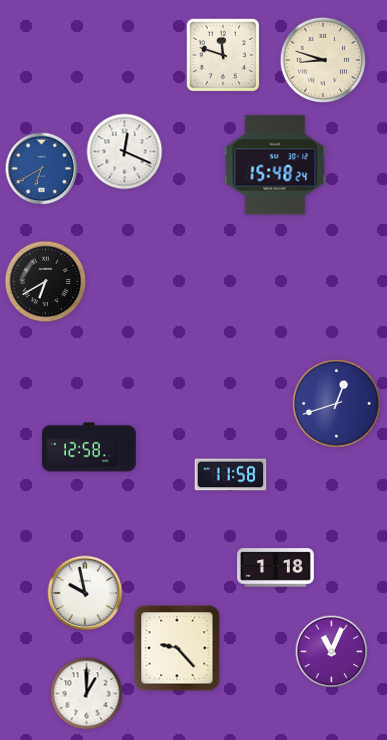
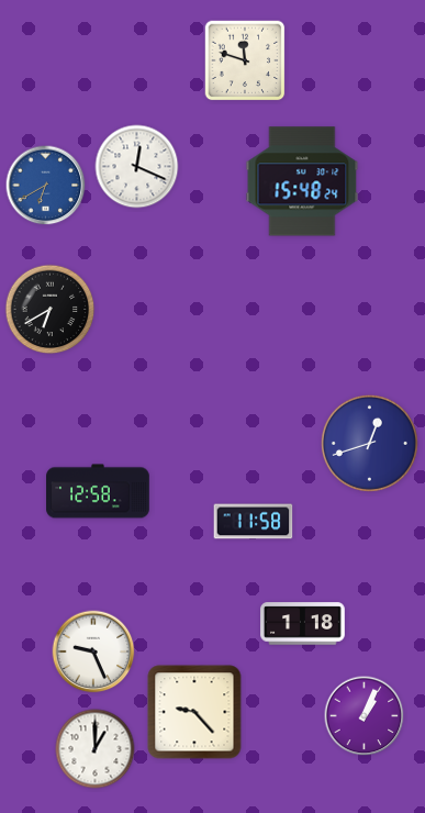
clock at (323, 60): 8:48 -> none
clock at (85, 593): 9:58 -> 9:26
clock at (332, 652): 11:04 -> 1:04
clock at (87, 694) position: (87, 694) -> (96, 749)
